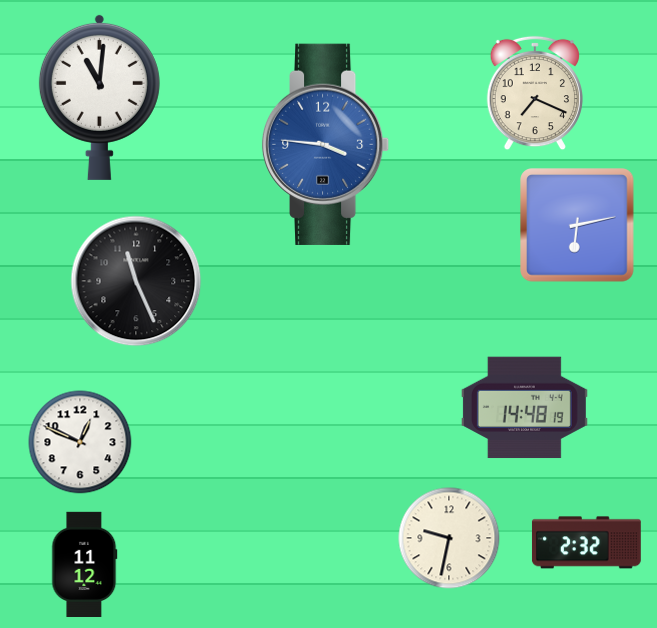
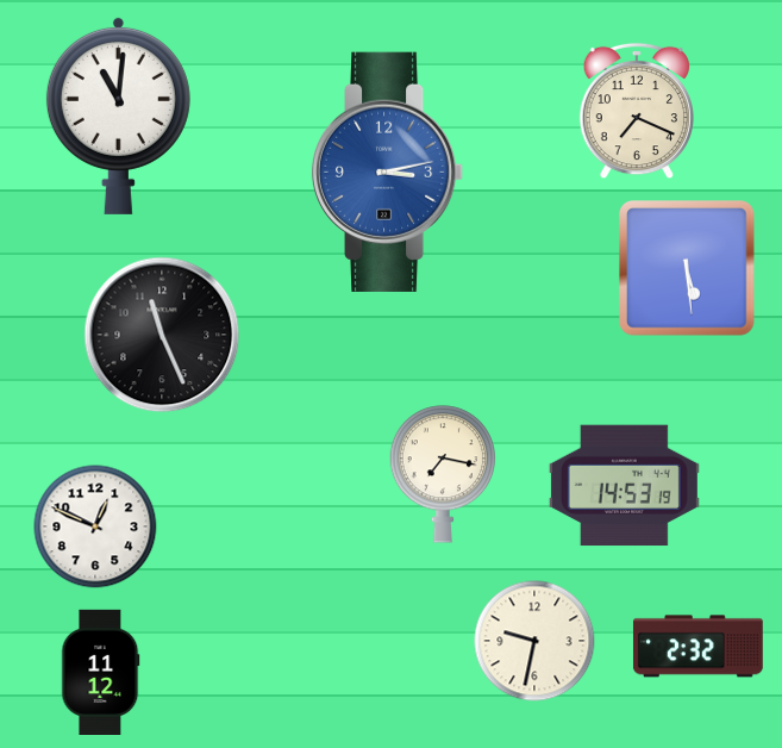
clock at (326, 144): 3:46 -> 3:13
clock at (577, 225): 6:13 -> 5:29
clock at (442, 474): none -> 7:17
clock at (524, 408): 14:48 -> 14:53
